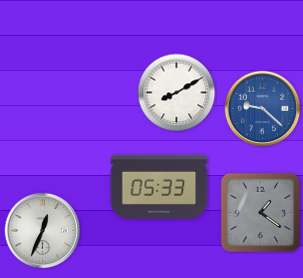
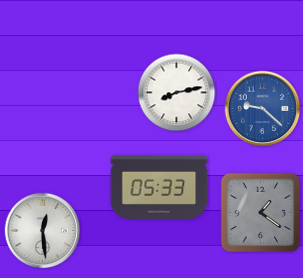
clock at (177, 93): 8:10 -> 8:13
clock at (43, 231): 12:34 -> 12:29
